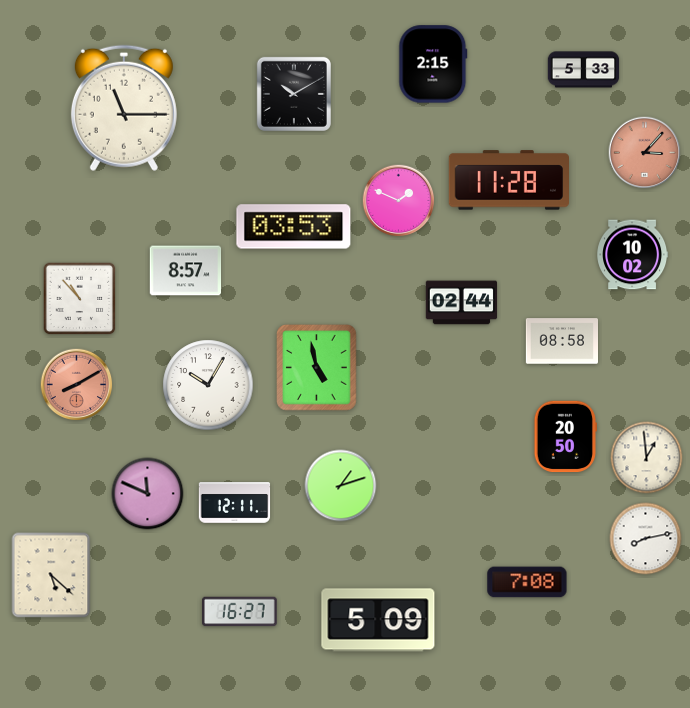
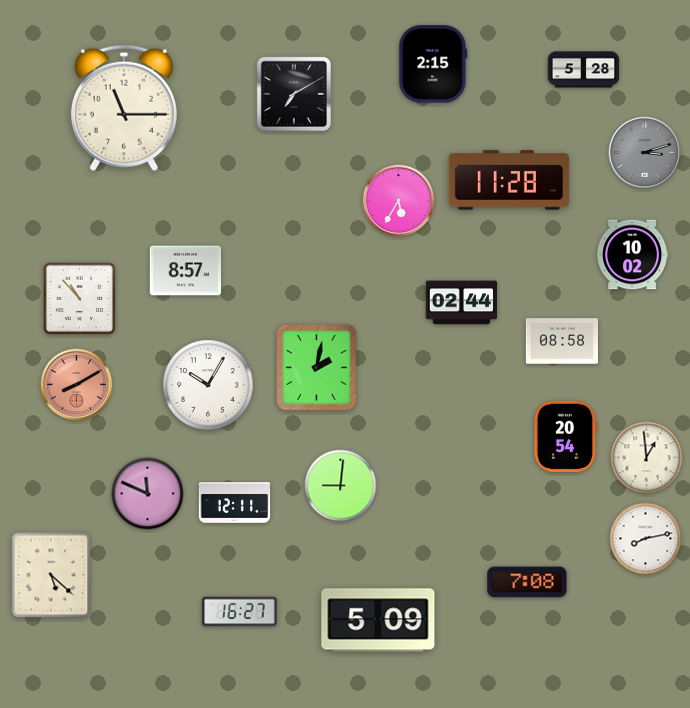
clock at (584, 70): 5:33 -> 5:28
clock at (294, 94): 10:10 -> 7:10
clock at (645, 153): 3:07 -> 3:12
clock at (645, 153) dial: salmon -> grey
clock at (399, 201): 1:49 -> 5:35
clock at (294, 227): 03:53 -> none
clock at (317, 368): 4:58 -> 2:02
clock at (565, 437): 20:50 -> 20:54
clock at (341, 486): 1:12 -> 9:01
